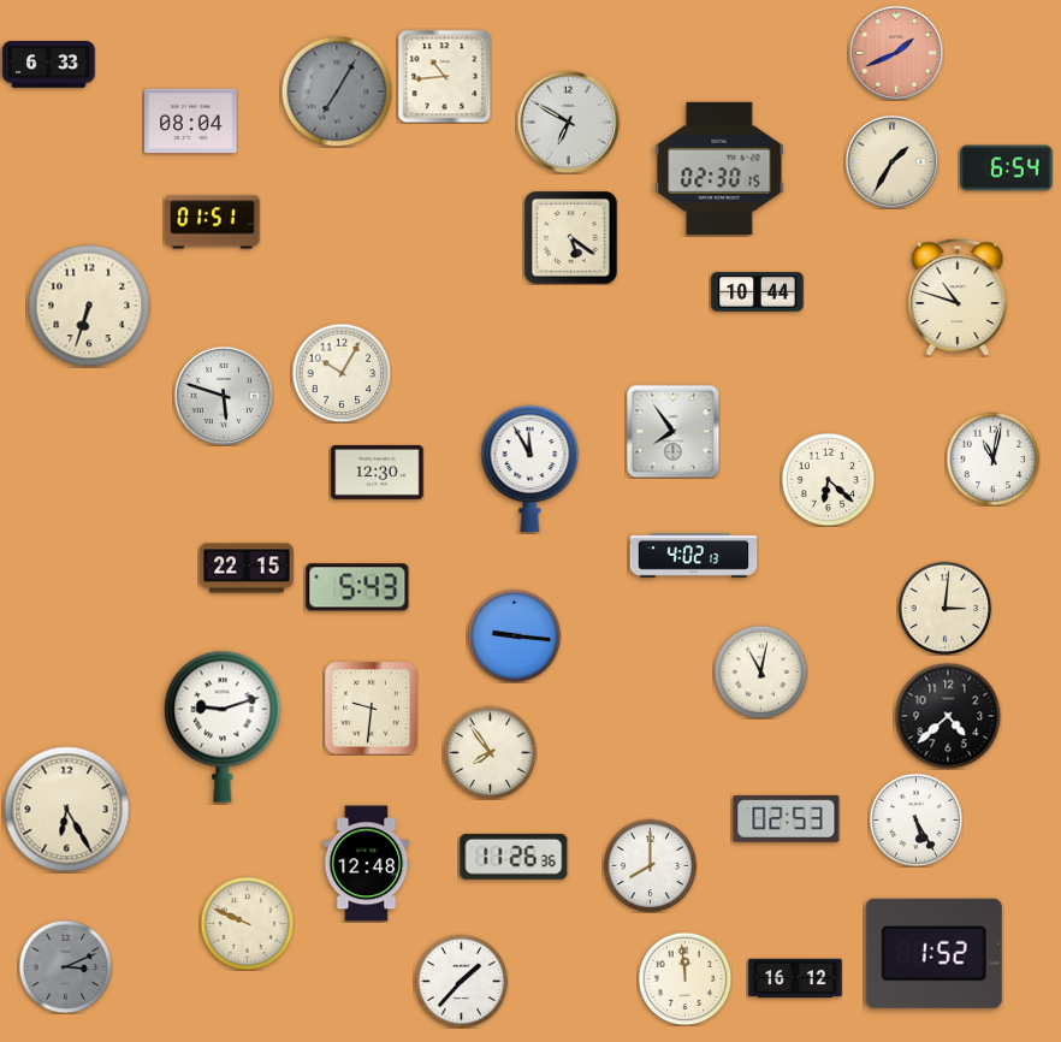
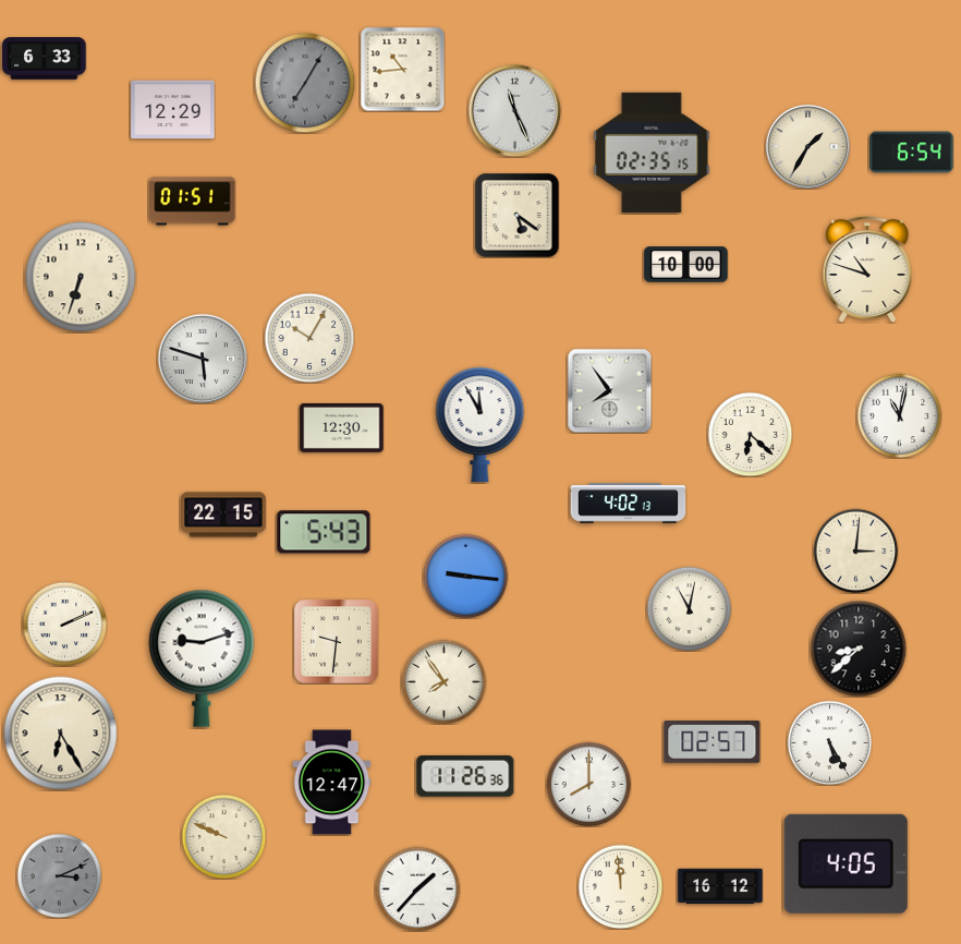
clock at (896, 53): 1:41 -> none
clock at (191, 122): 08:04 -> 12:29
clock at (568, 122): 6:50 -> 11:26
clock at (719, 168): 02:30 -> 02:35
clock at (758, 292): 10:44 -> 10:00
clock at (64, 624): none -> 2:11
clock at (948, 716): 4:38 -> 8:38
clock at (787, 818): 02:53 -> 02:57
clock at (367, 864): 12:48 -> 12:47
clock at (933, 953): 1:52 -> 4:05
